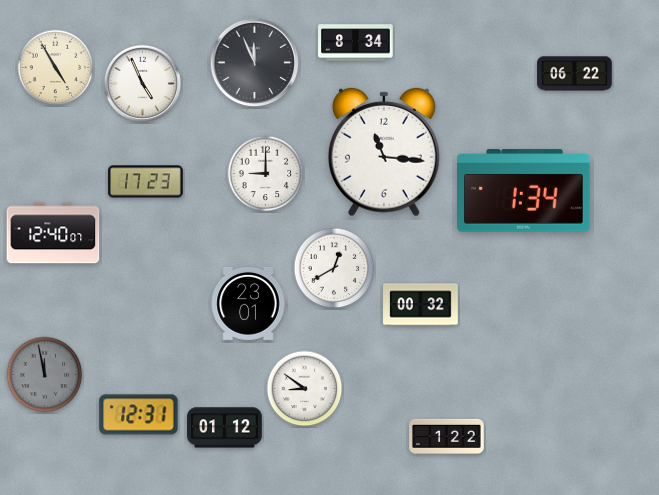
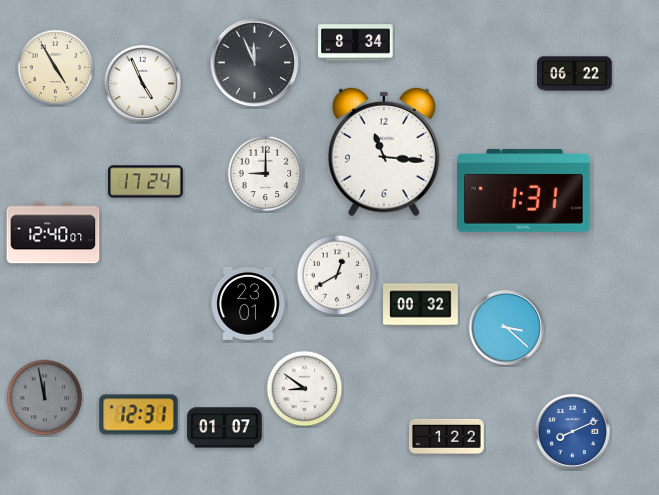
clock at (146, 182): 17:23 -> 17:24
clock at (524, 191): 1:34 -> 1:31
clock at (334, 268) position: (334, 268) -> (337, 275)
clock at (506, 327): none -> 3:22
clock at (45, 375) position: (45, 375) -> (45, 398)
clock at (225, 428): 01:12 -> 01:07
clock at (572, 431): none -> 8:11
